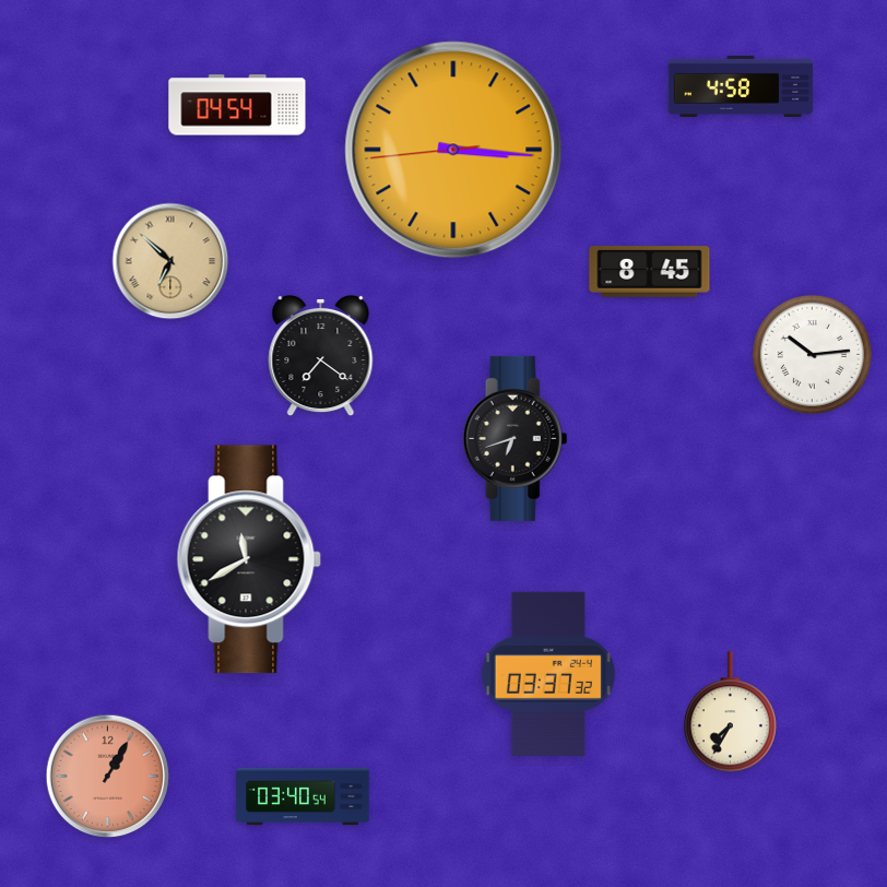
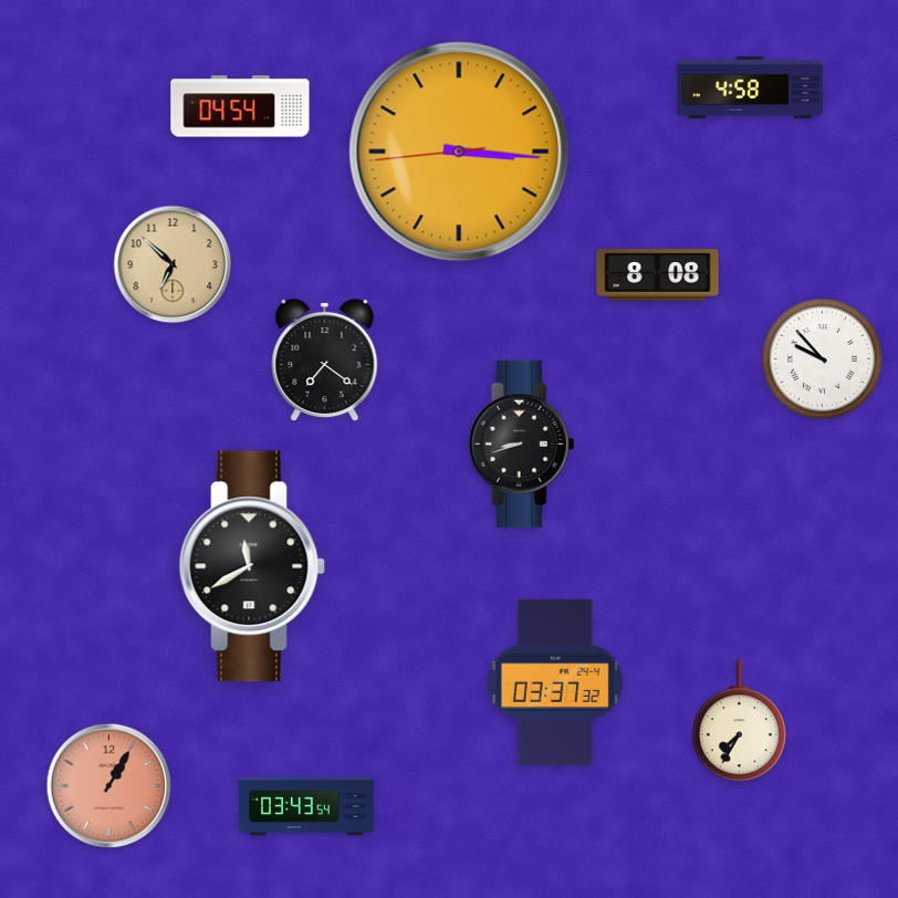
clock at (170, 261) numerals: Roman -> Arabic
clock at (650, 272): 8:45 -> 8:08
clock at (812, 354): 10:14 -> 9:53
clock at (516, 438): 6:42 -> 8:42
clock at (303, 796): 03:40 -> 03:43
